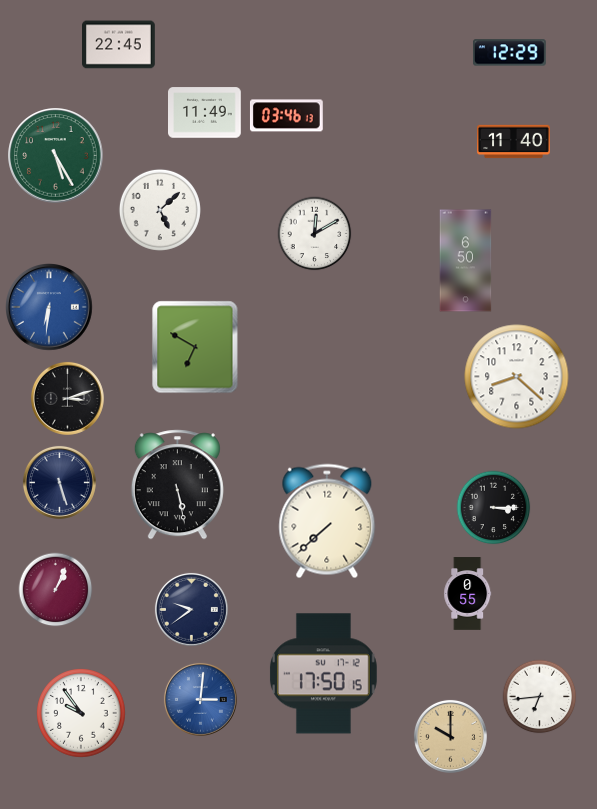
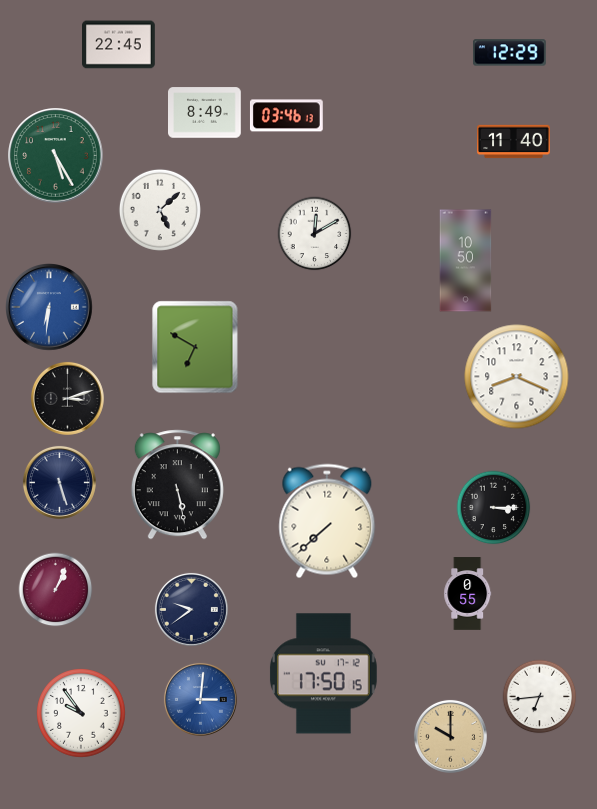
clock at (205, 113): 11:49 -> 8:49
clock at (466, 261): 6:50 -> 10:50
clock at (517, 377): 8:22 -> 8:19
